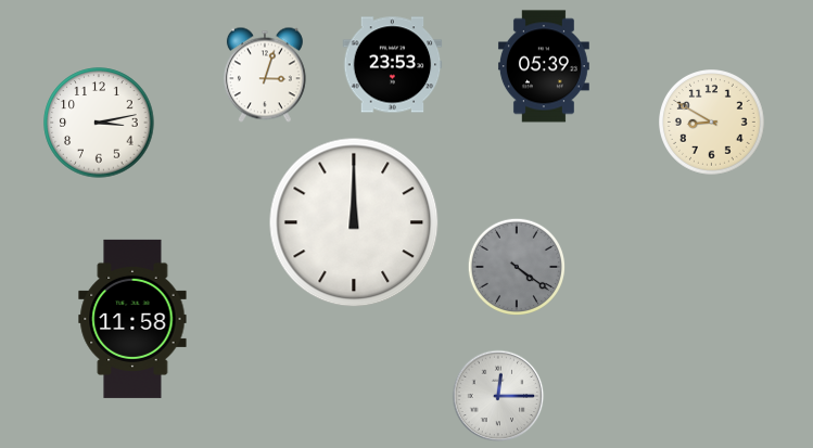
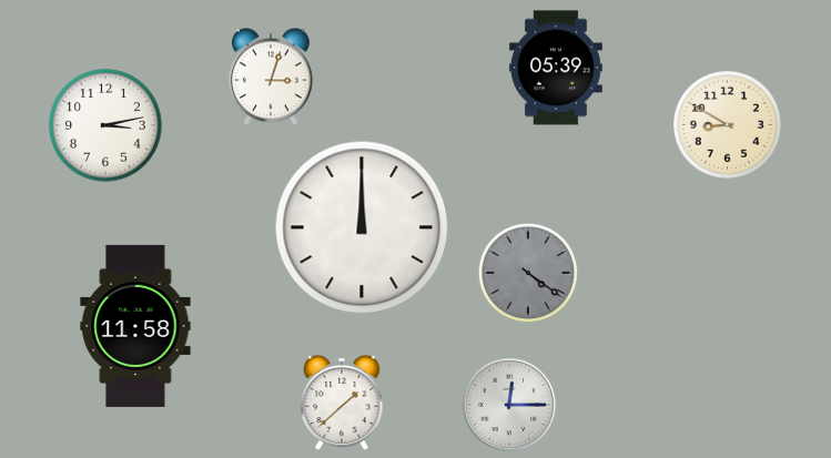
clock at (393, 65): 23:53 -> none
clock at (99, 123) position: (99, 123) -> (105, 125)
clock at (342, 403): none -> 1:38
